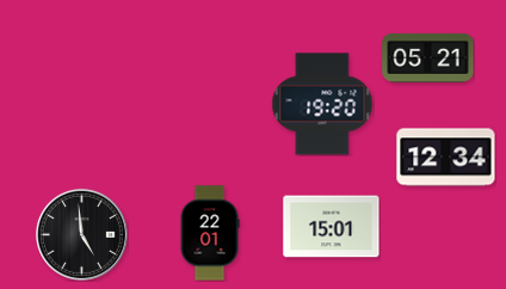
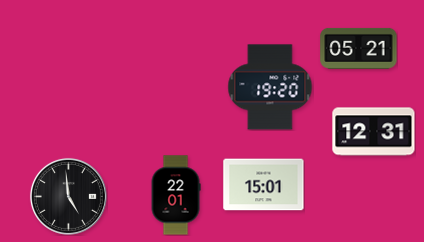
clock at (446, 158): 12:34 -> 12:31
clock at (332, 227) position: (332, 227) -> (264, 185)
